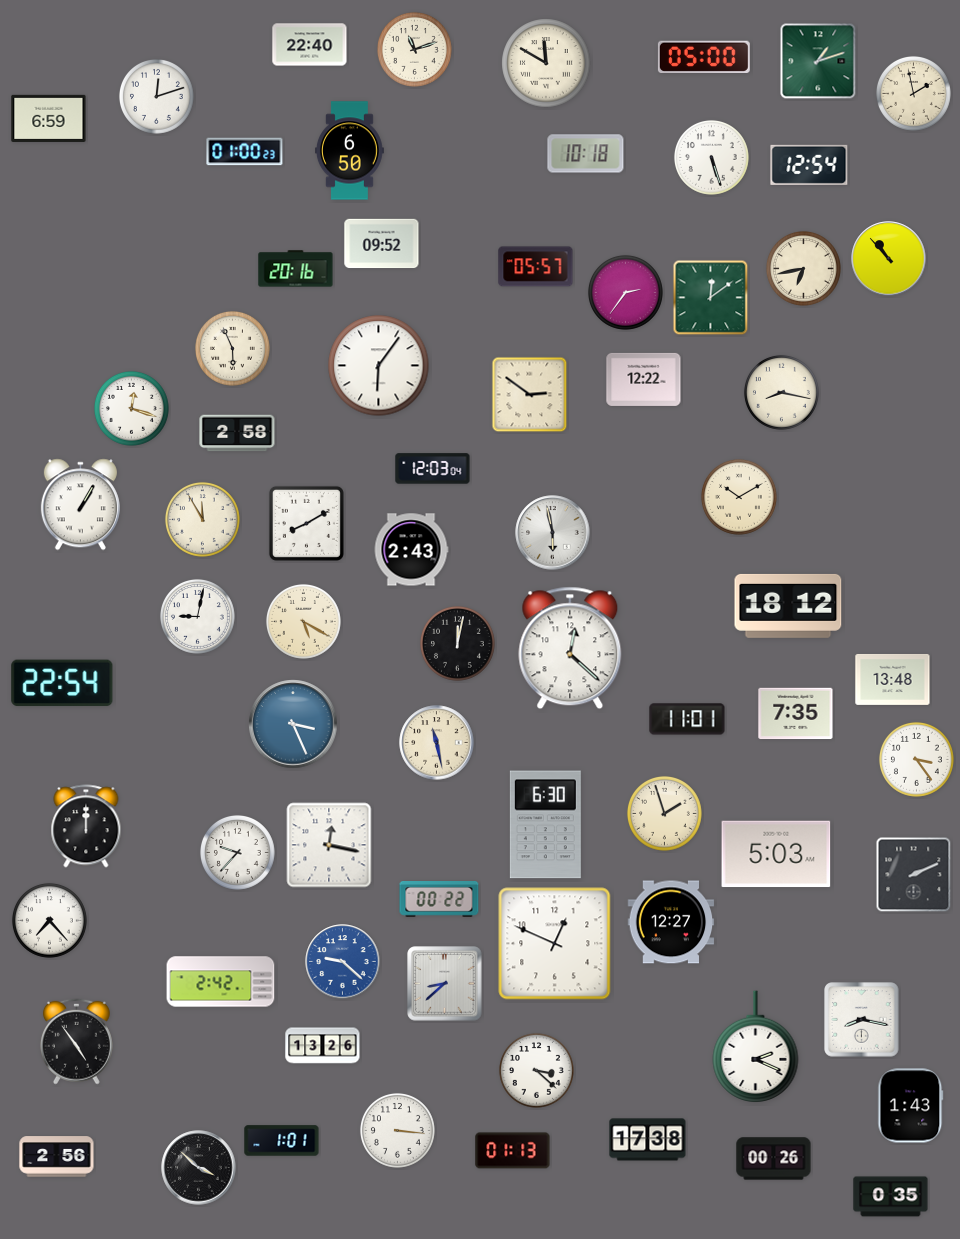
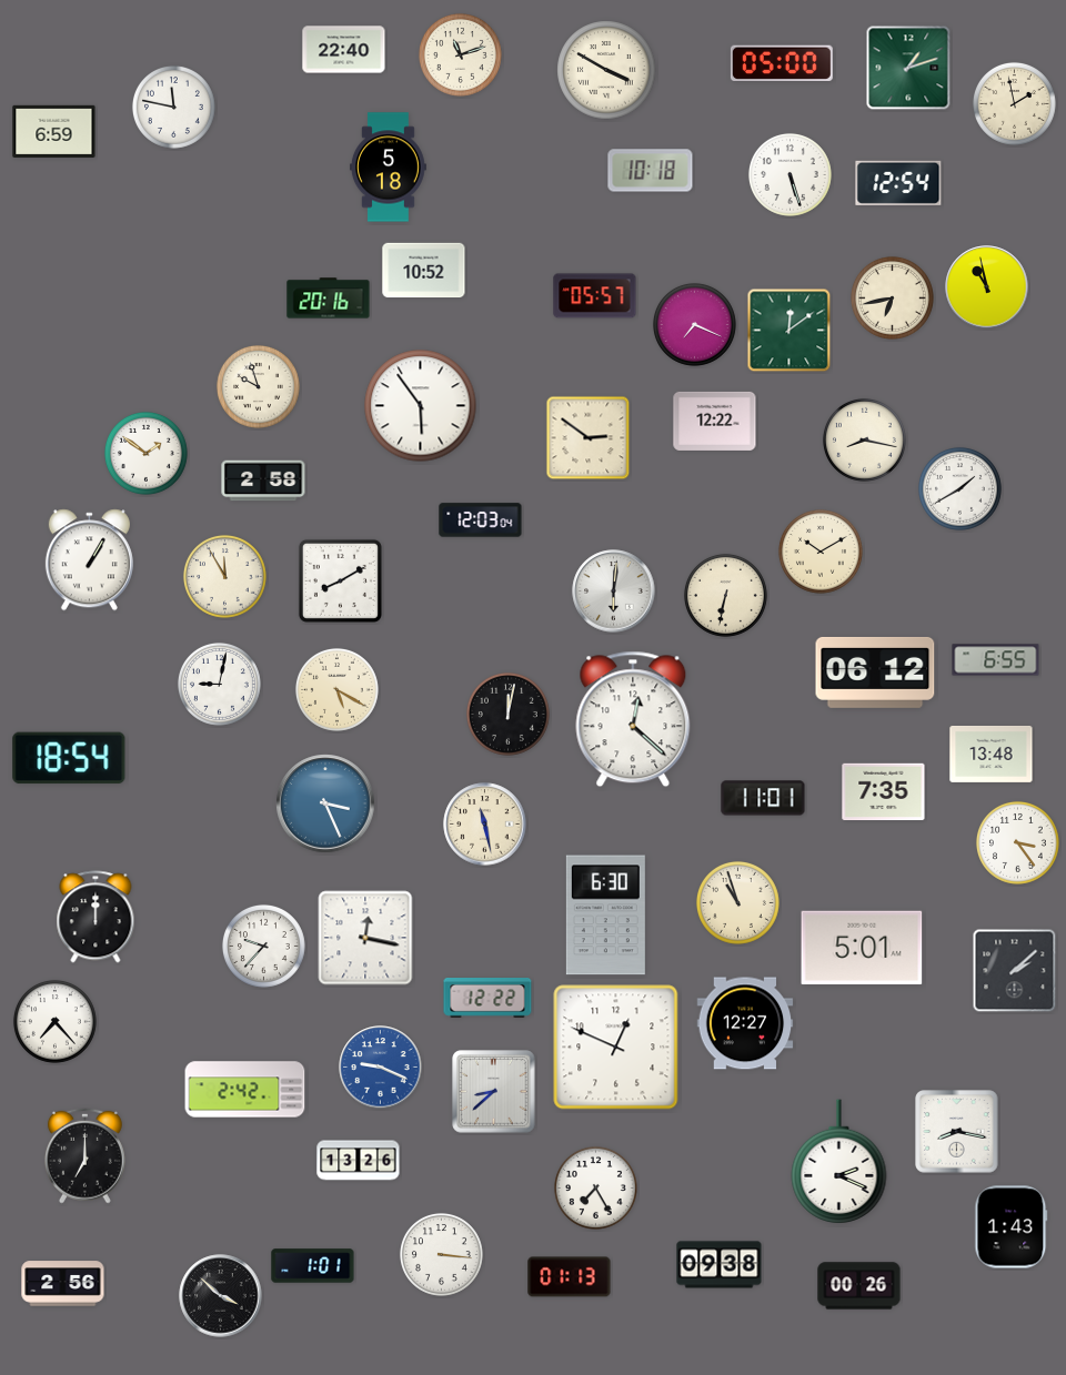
clock at (546, 63): 11:50 -> 3:50
clock at (156, 96): 12:12 -> 11:47
clock at (350, 151): 6:50 -> 5:18
clock at (245, 152): 01:00 -> none
clock at (382, 244): 09:52 -> 10:52
clock at (889, 259): 10:53 -> 10:58
clock at (625, 292): 2:36 -> 7:19
clock at (232, 348): 5:56 -> 9:57
clock at (379, 366): 6:06 -> 5:54
clock at (781, 392) position: (781, 392) -> (864, 439)
clock at (131, 408): 12:18 -> 1:51
clock at (959, 488): none -> 1:40
clock at (553, 533): 5:58 -> 6:01
clock at (725, 595): none -> 6:32
clock at (411, 550): 2:43 -> none
clock at (996, 660): none -> 6:55
clock at (788, 606): 18:12 -> 06:12
clock at (62, 683): 22:54 -> 18:54
clock at (664, 813): 1:57 -> 10:57
clock at (776, 854): 5:03 -> 5:01
clock at (914, 875): 2:11 -> 2:08
clock at (439, 900): 00:22 -> 12:22
clock at (343, 962): 9:22 -> 9:19
clock at (76, 1041): 4:54 -> 7:00
clock at (536, 1070): 3:22 -> 7:25
clock at (648, 1140): 17:38 -> 09:38
clock at (891, 1197): 0:35 -> none
